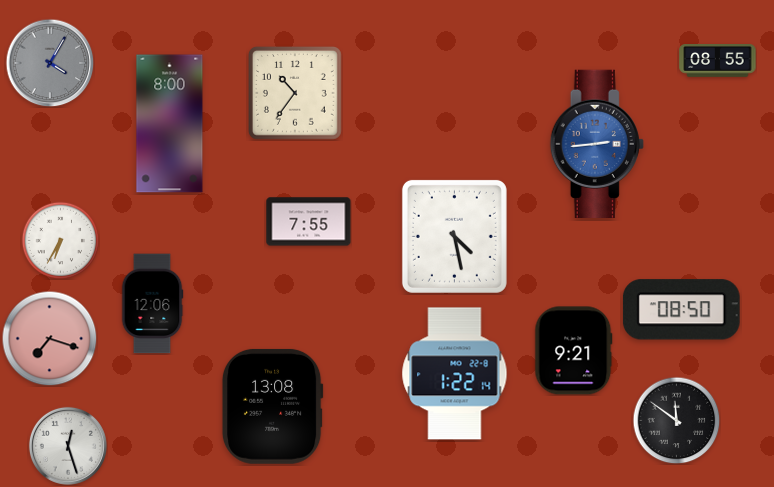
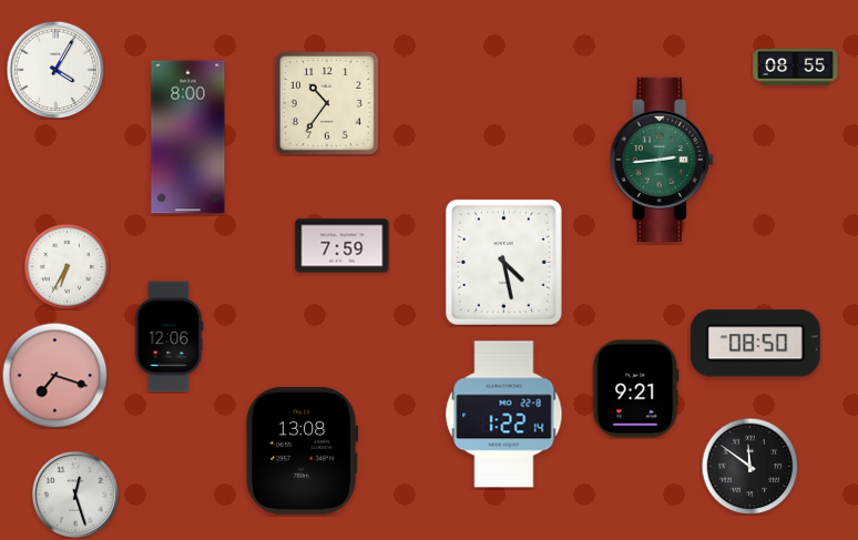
clock at (50, 63) dial: grey -> white
clock at (597, 143) dial: blue -> green
clock at (309, 222): 7:55 -> 7:59
